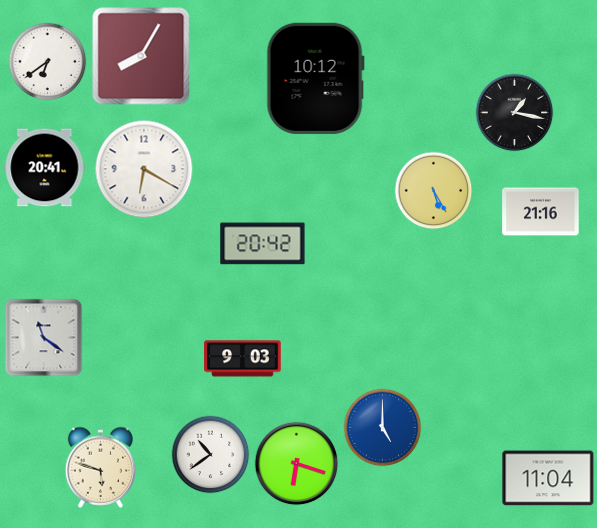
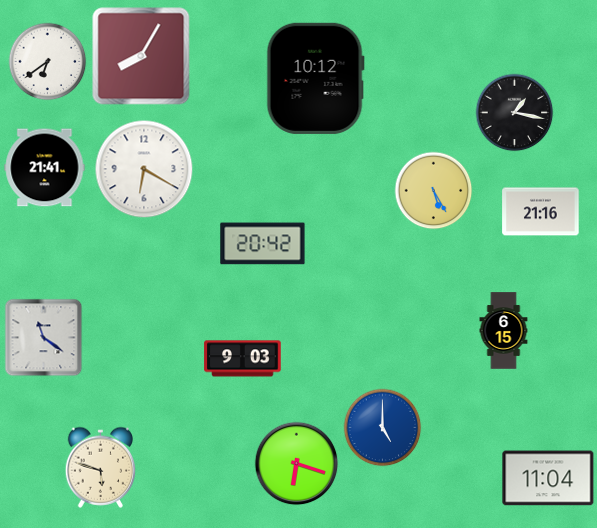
clock at (45, 168): 20:41 -> 21:41
clock at (504, 331): none -> 6:15
clock at (210, 454): 10:39 -> none
